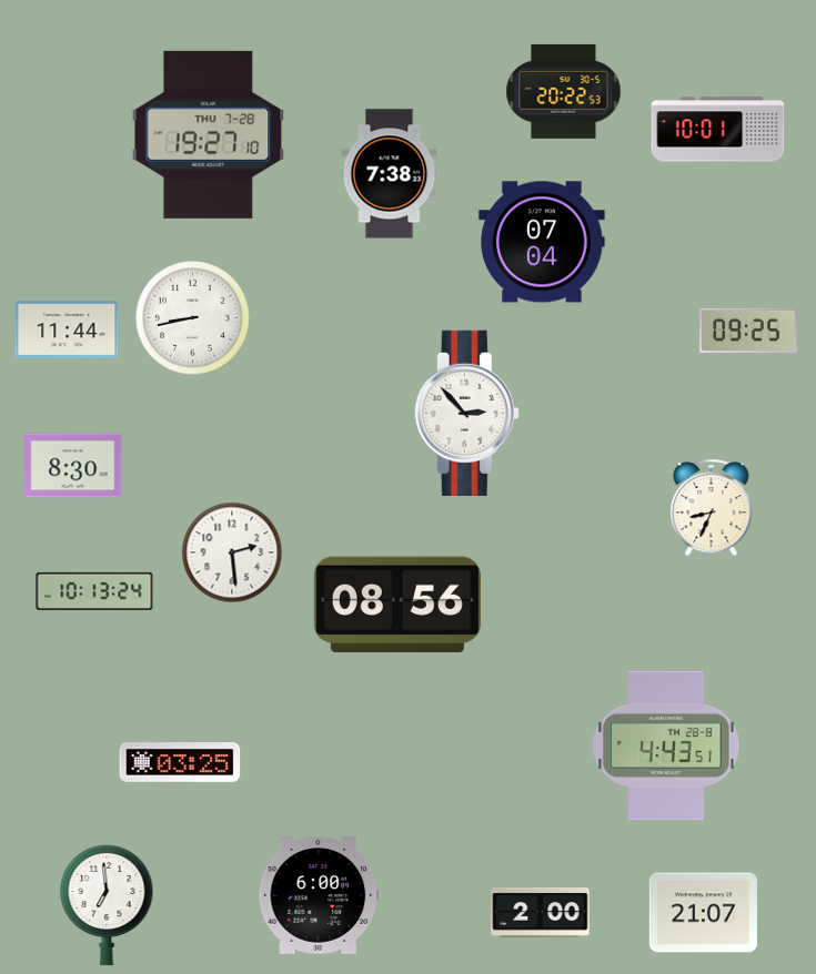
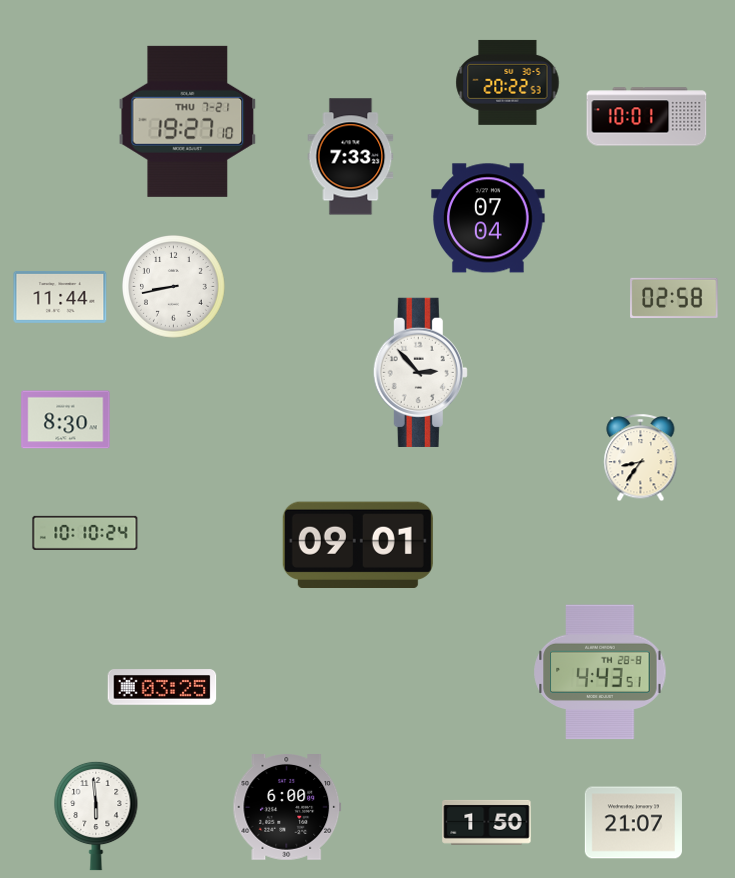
clock at (209, 134) date: THU 7-28 -> THU 7-21
clock at (390, 174): 7:38 -> 7:33
clock at (748, 331): 09:25 -> 02:58
clock at (712, 508): 8:34 -> 8:36
clock at (232, 552): 2:29 -> none
clock at (94, 591): 10:13 -> 10:10
clock at (397, 603): 08:56 -> 09:01
clock at (107, 905): 6:59 -> 5:59
clock at (541, 912): 2:00 -> 1:50
